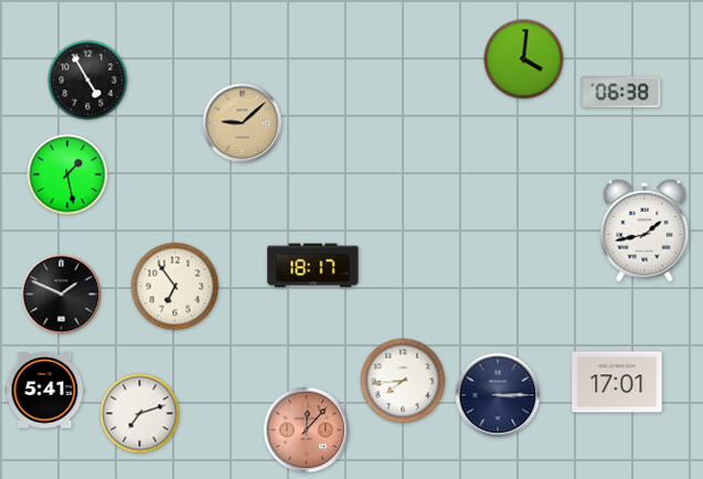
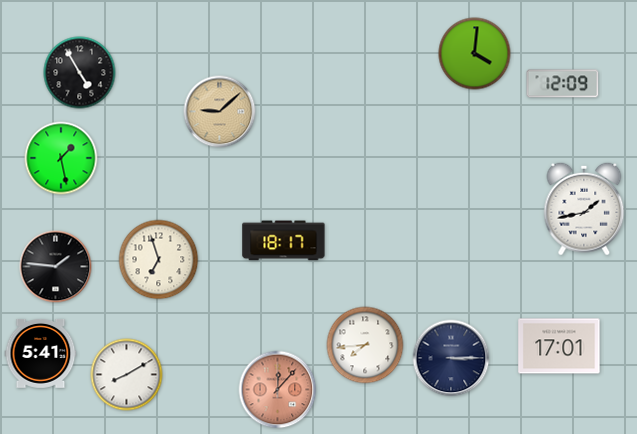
clock at (621, 93): 06:38 -> 12:09
clock at (175, 287): 6:54 -> 6:57
clock at (62, 295): 1:49 -> 1:46
clock at (140, 414): 7:12 -> 8:10
